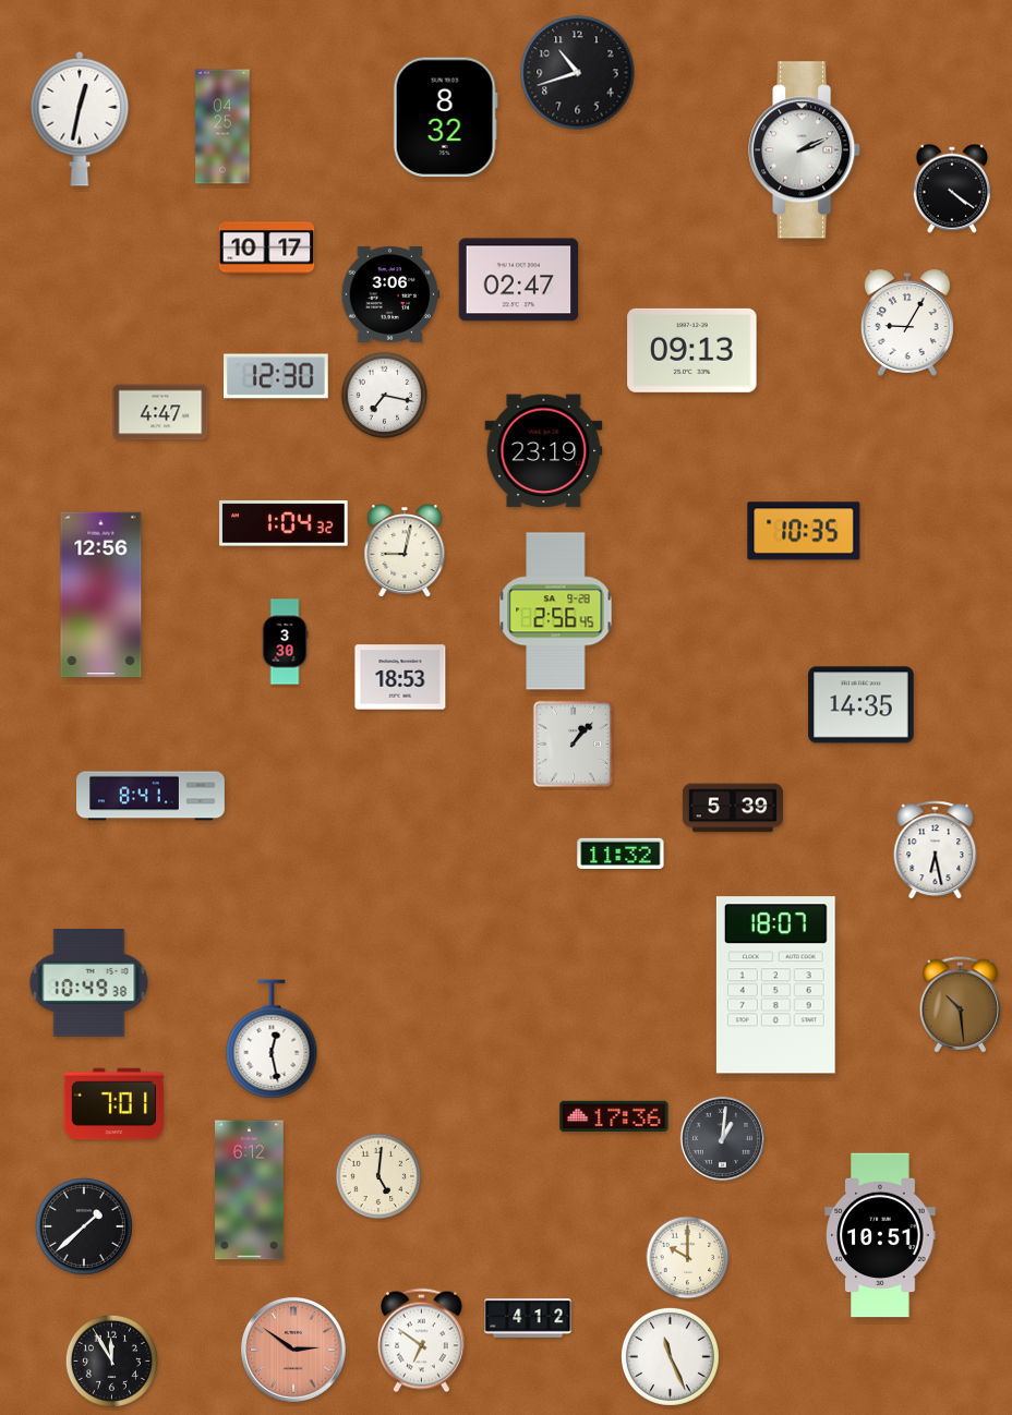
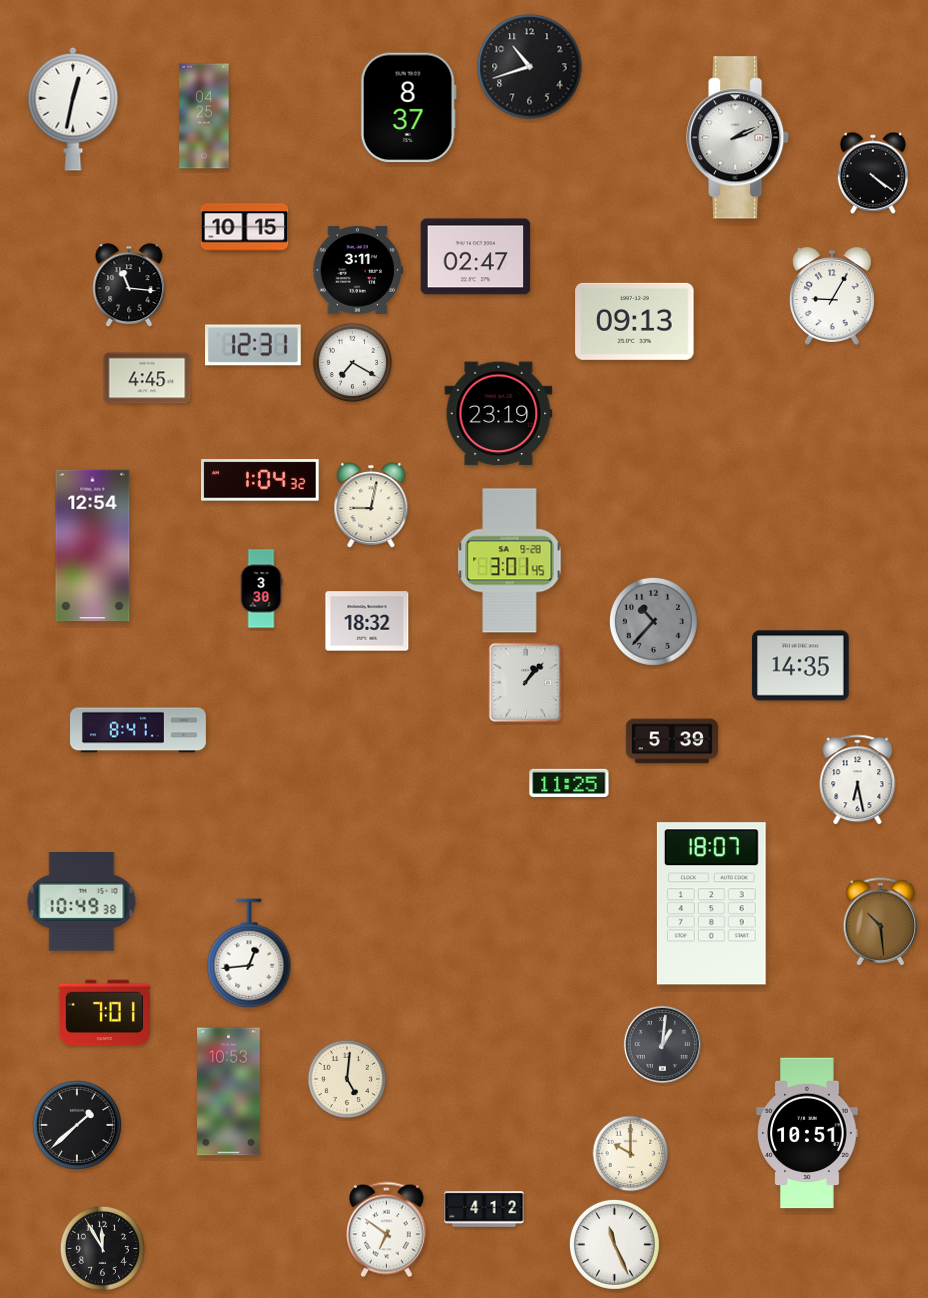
clock at (445, 118): 8:32 -> 8:37
clock at (267, 249): 10:17 -> 10:15
clock at (390, 294): 3:06 -> 3:11
clock at (129, 285): none -> 11:16
clock at (277, 376): 12:30 -> 12:31
clock at (385, 396): 7:17 -> 7:20
clock at (160, 412): 4:47 -> 4:45
clock at (804, 531): 10:35 -> none
clock at (101, 595): 12:56 -> 12:54
clock at (556, 612): 2:56 -> 3:01
clock at (400, 677): 18:53 -> 18:32
clock at (653, 621): none -> 10:37
clock at (862, 705) position: (862, 705) -> (801, 666)
clock at (621, 852): 11:32 -> 11:25
clock at (272, 1039): 12:28 -> 12:44
clock at (614, 1115): 17:36 -> none
clock at (250, 1190): 6:12 -> 10:53
clock at (293, 1350): 2:51 -> none
